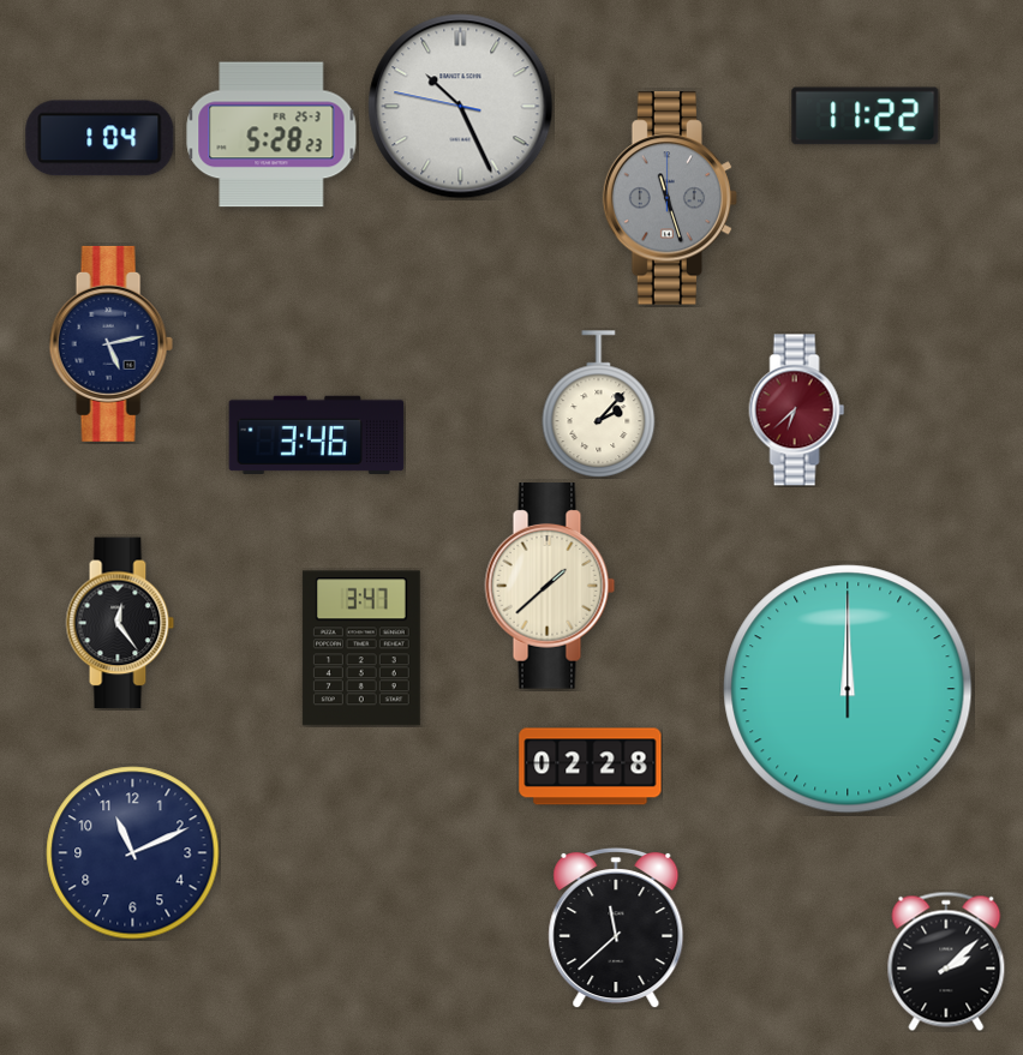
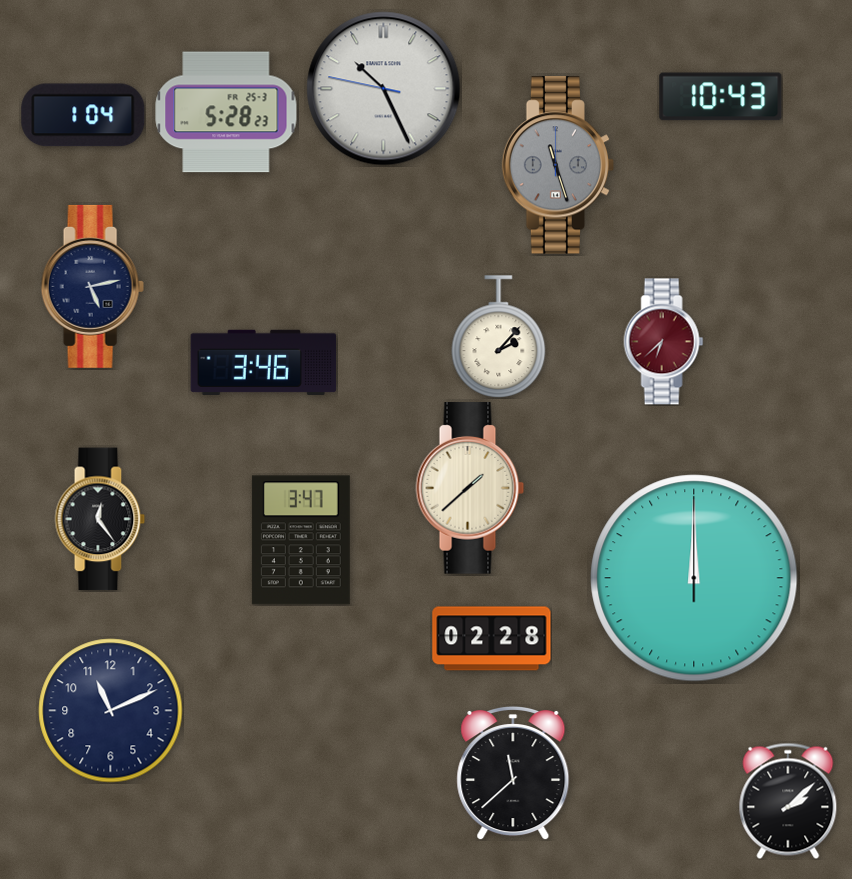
clock at (866, 116): 11:22 -> 10:43
clock at (550, 586) position: (550, 586) -> (470, 488)
clock at (848, 689) position: (848, 689) -> (694, 578)
